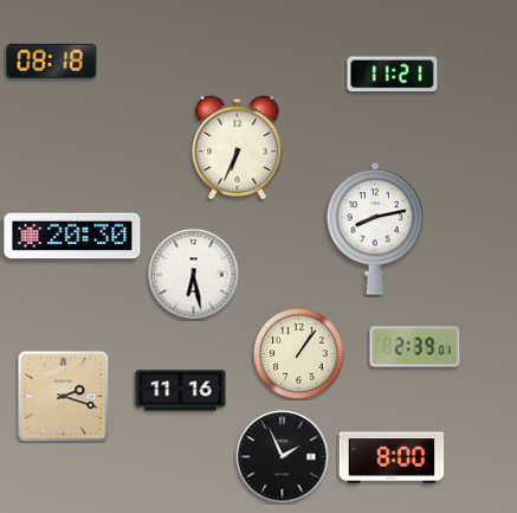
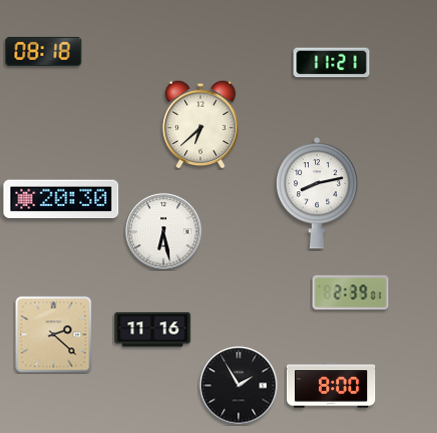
clock at (238, 147): 6:34 -> 6:38
clock at (299, 354): 1:06 -> none
clock at (64, 397): 2:18 -> 2:22
clock at (283, 457): 1:56 -> 1:55
